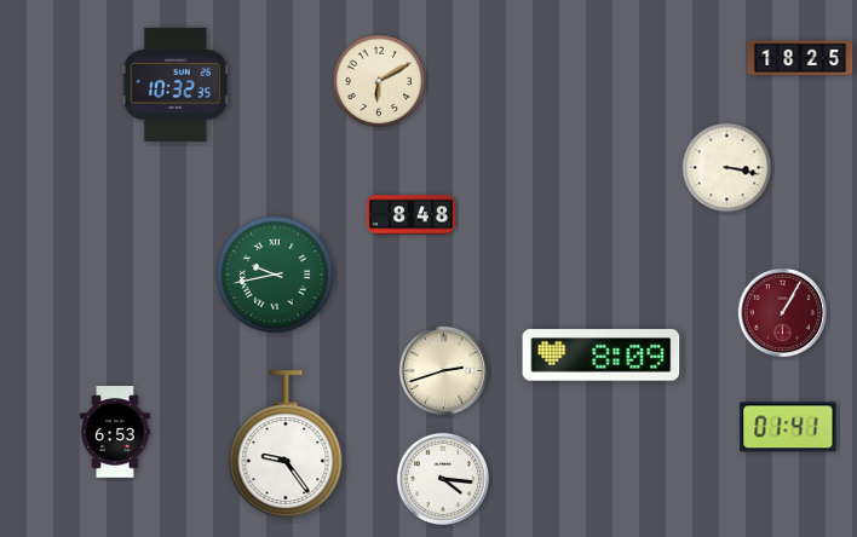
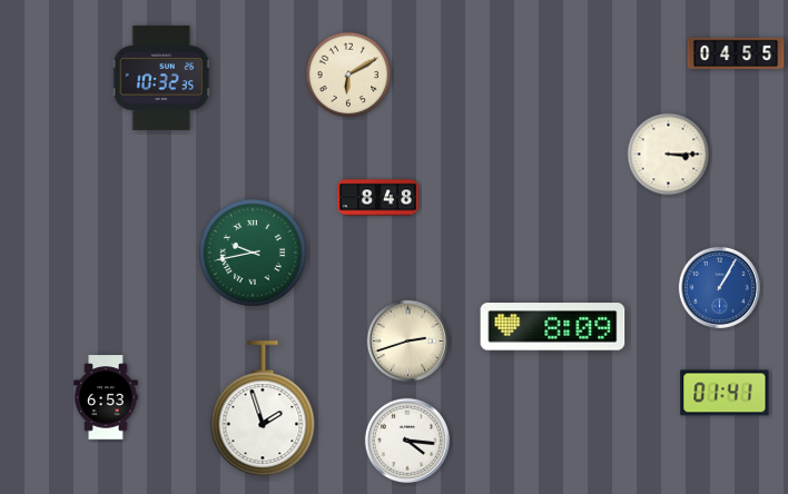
clock at (800, 58): 18:25 -> 04:55
clock at (727, 168): 3:17 -> 3:15
clock at (782, 312) dial: burgundy -> blue
clock at (286, 445): 9:24 -> 1:57
